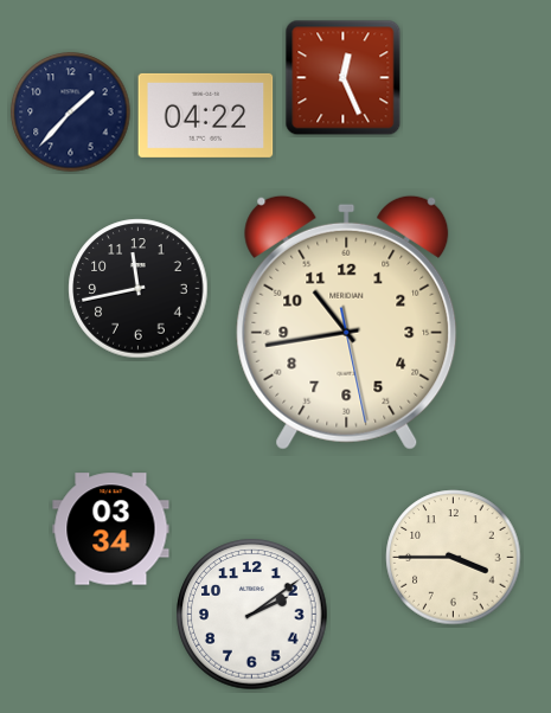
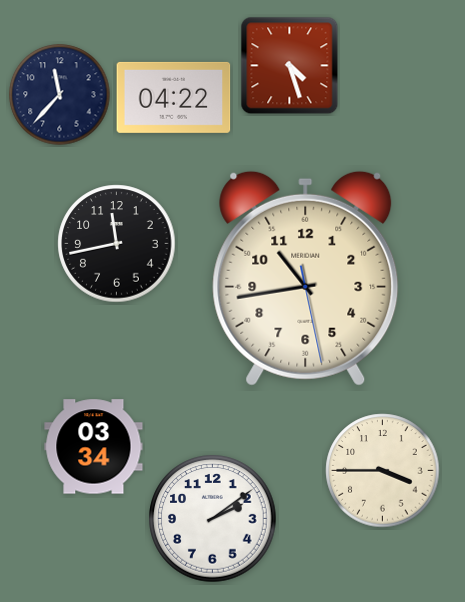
clock at (344, 78): 12:26 -> 4:27
clock at (71, 113): 1:37 -> 11:37
clock at (347, 322) position: (347, 322) -> (306, 278)
